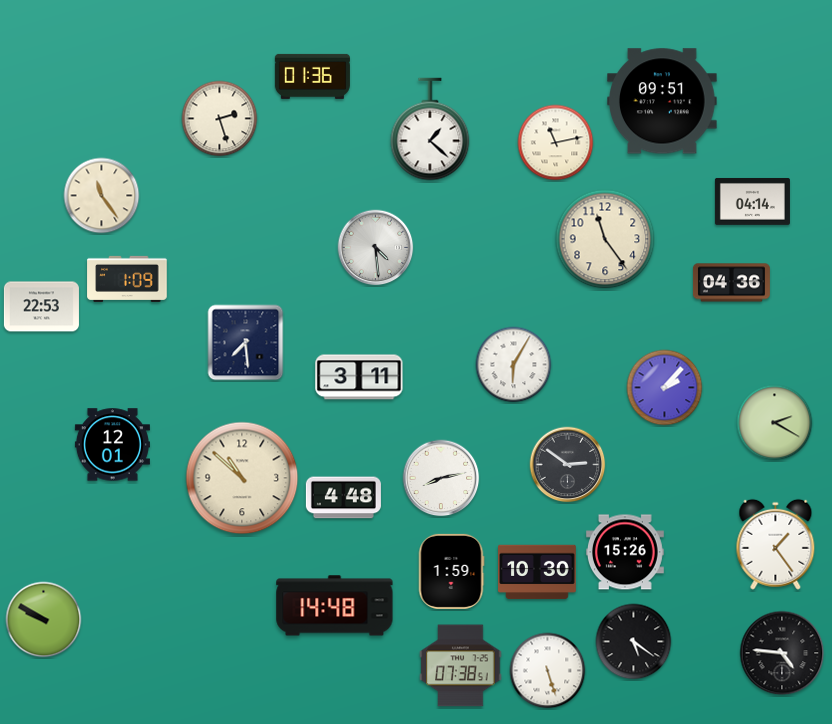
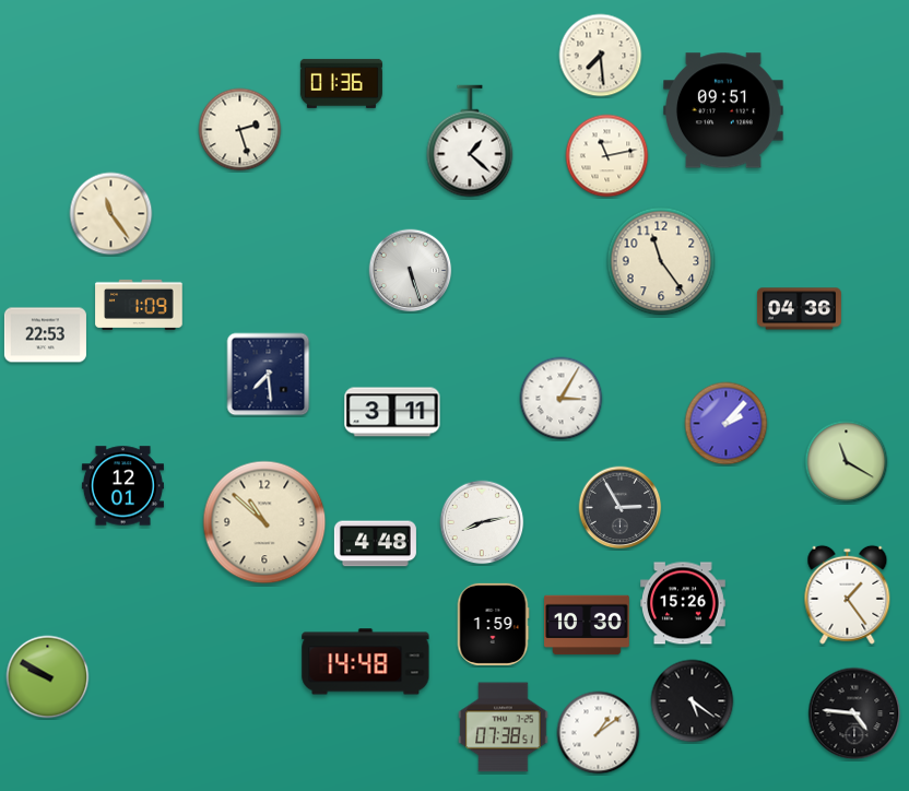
clock at (601, 56): none -> 7:29
clock at (752, 201): 04:14 -> none
clock at (376, 248): 4:29 -> 5:27
clock at (514, 365): 6:05 -> 3:05
clock at (775, 423): 2:20 -> 11:20
clock at (568, 465): 2:51 -> 2:55
clock at (548, 671): 5:27 -> 1:09
